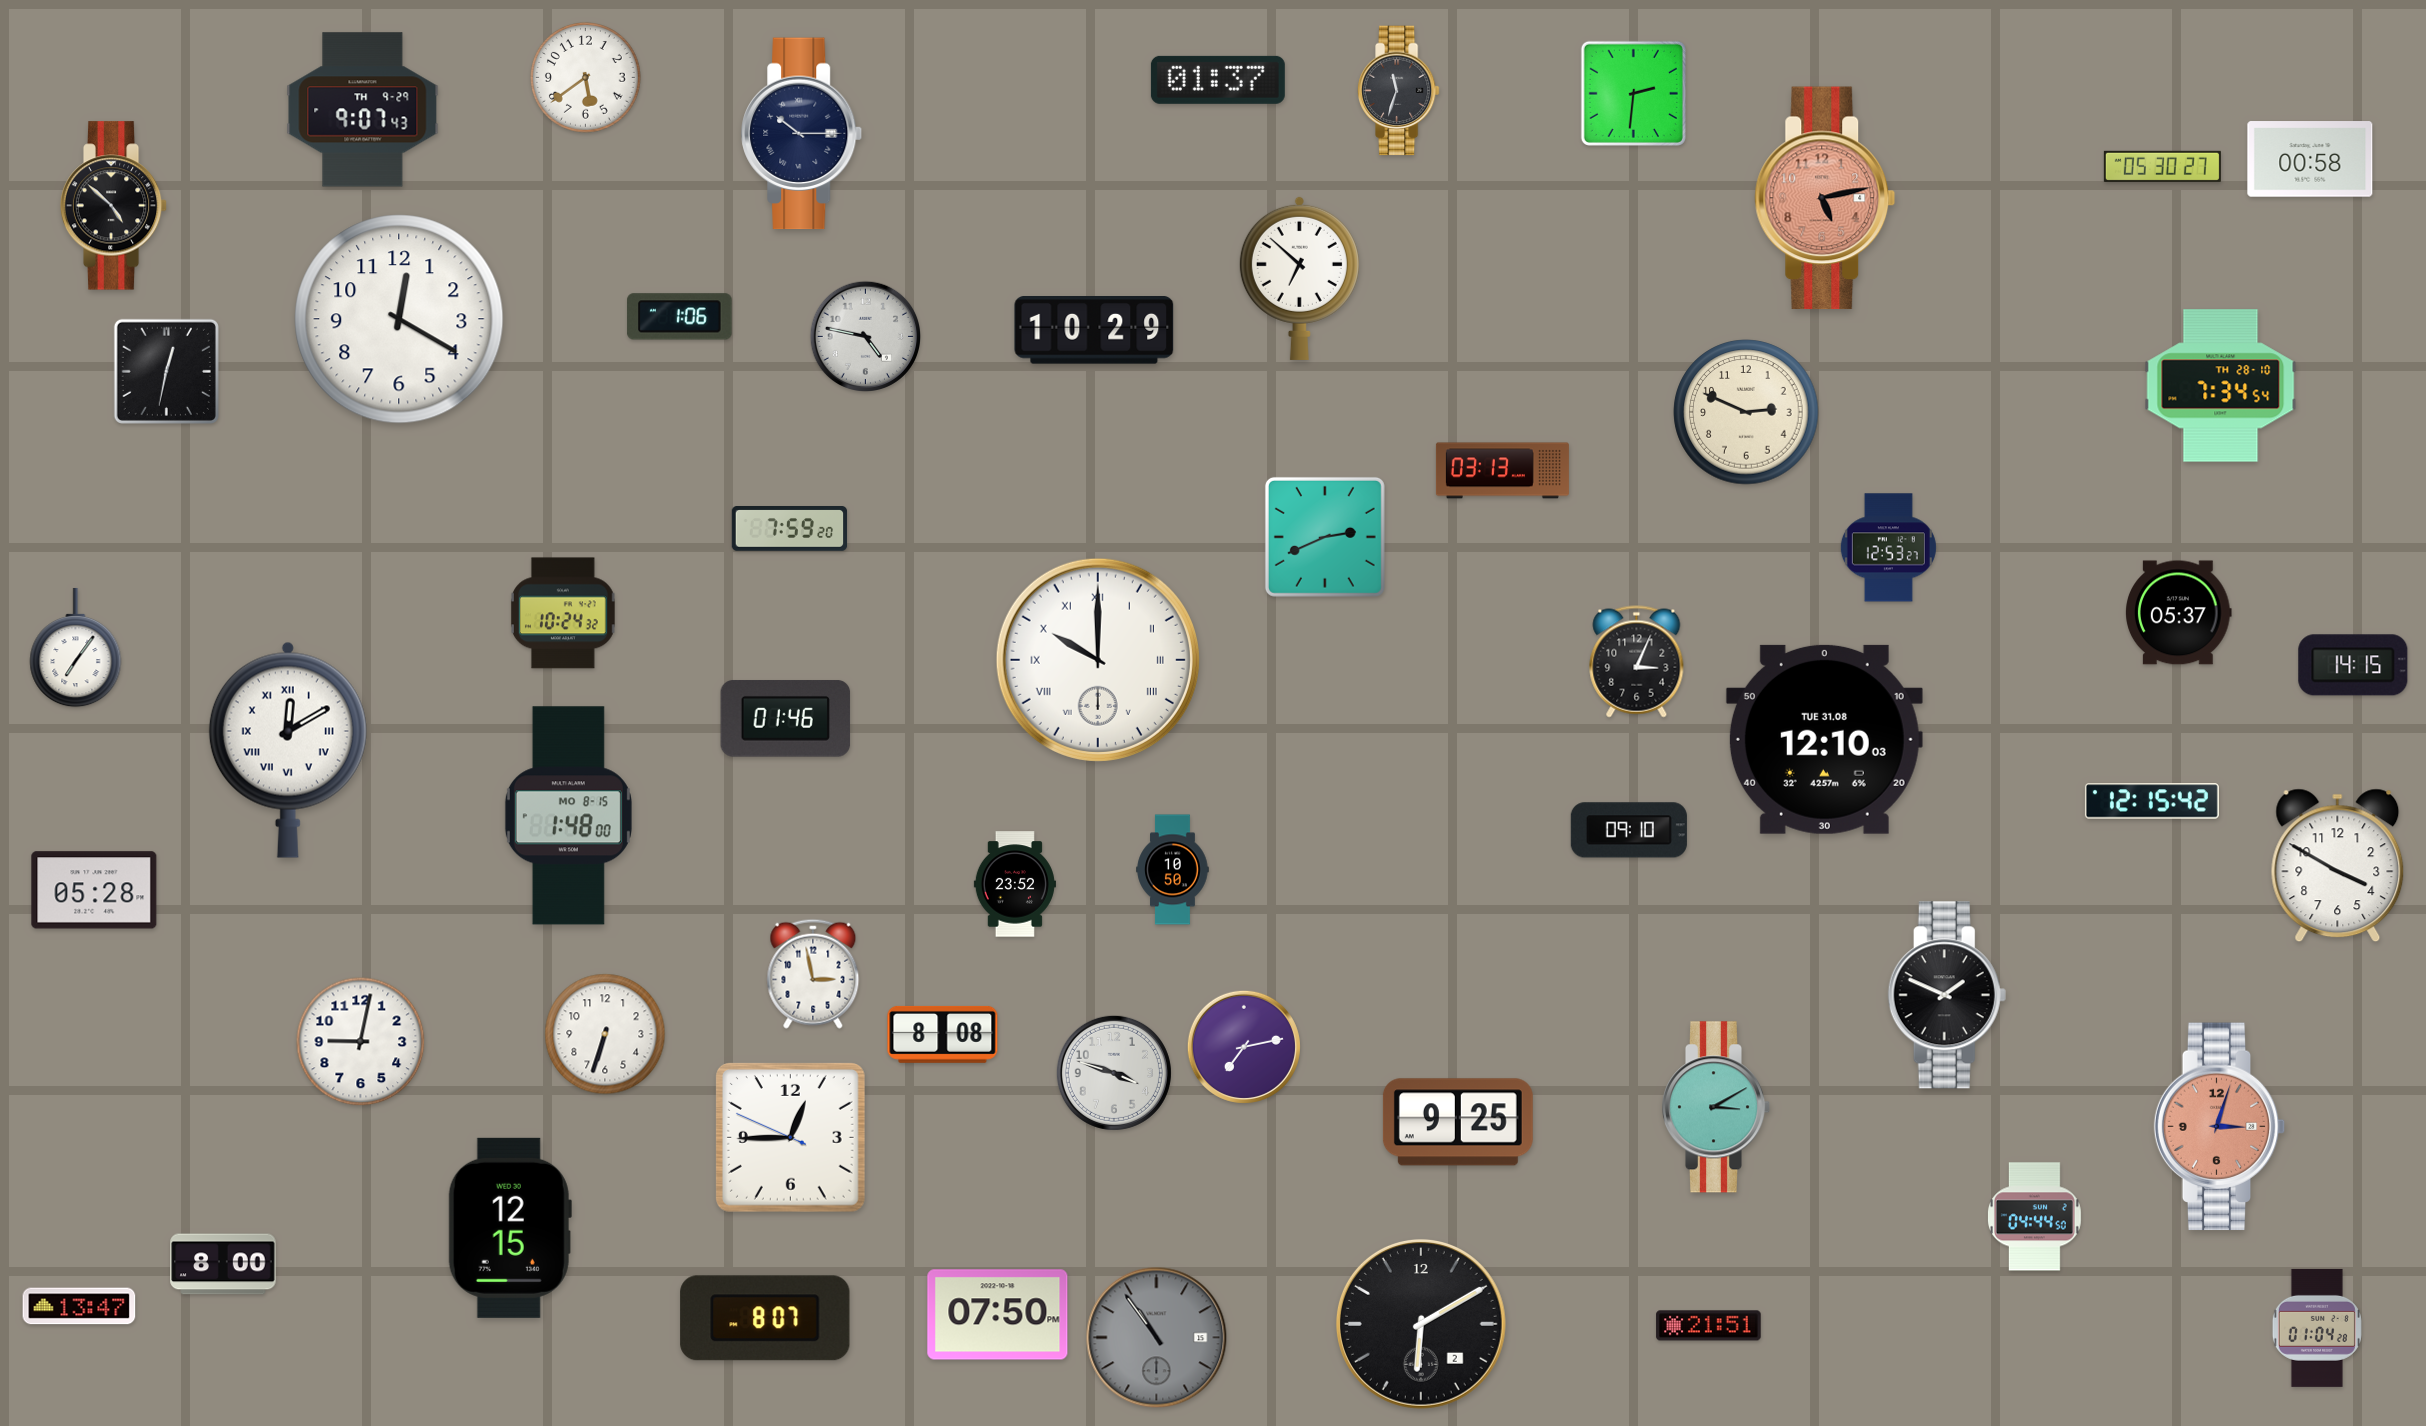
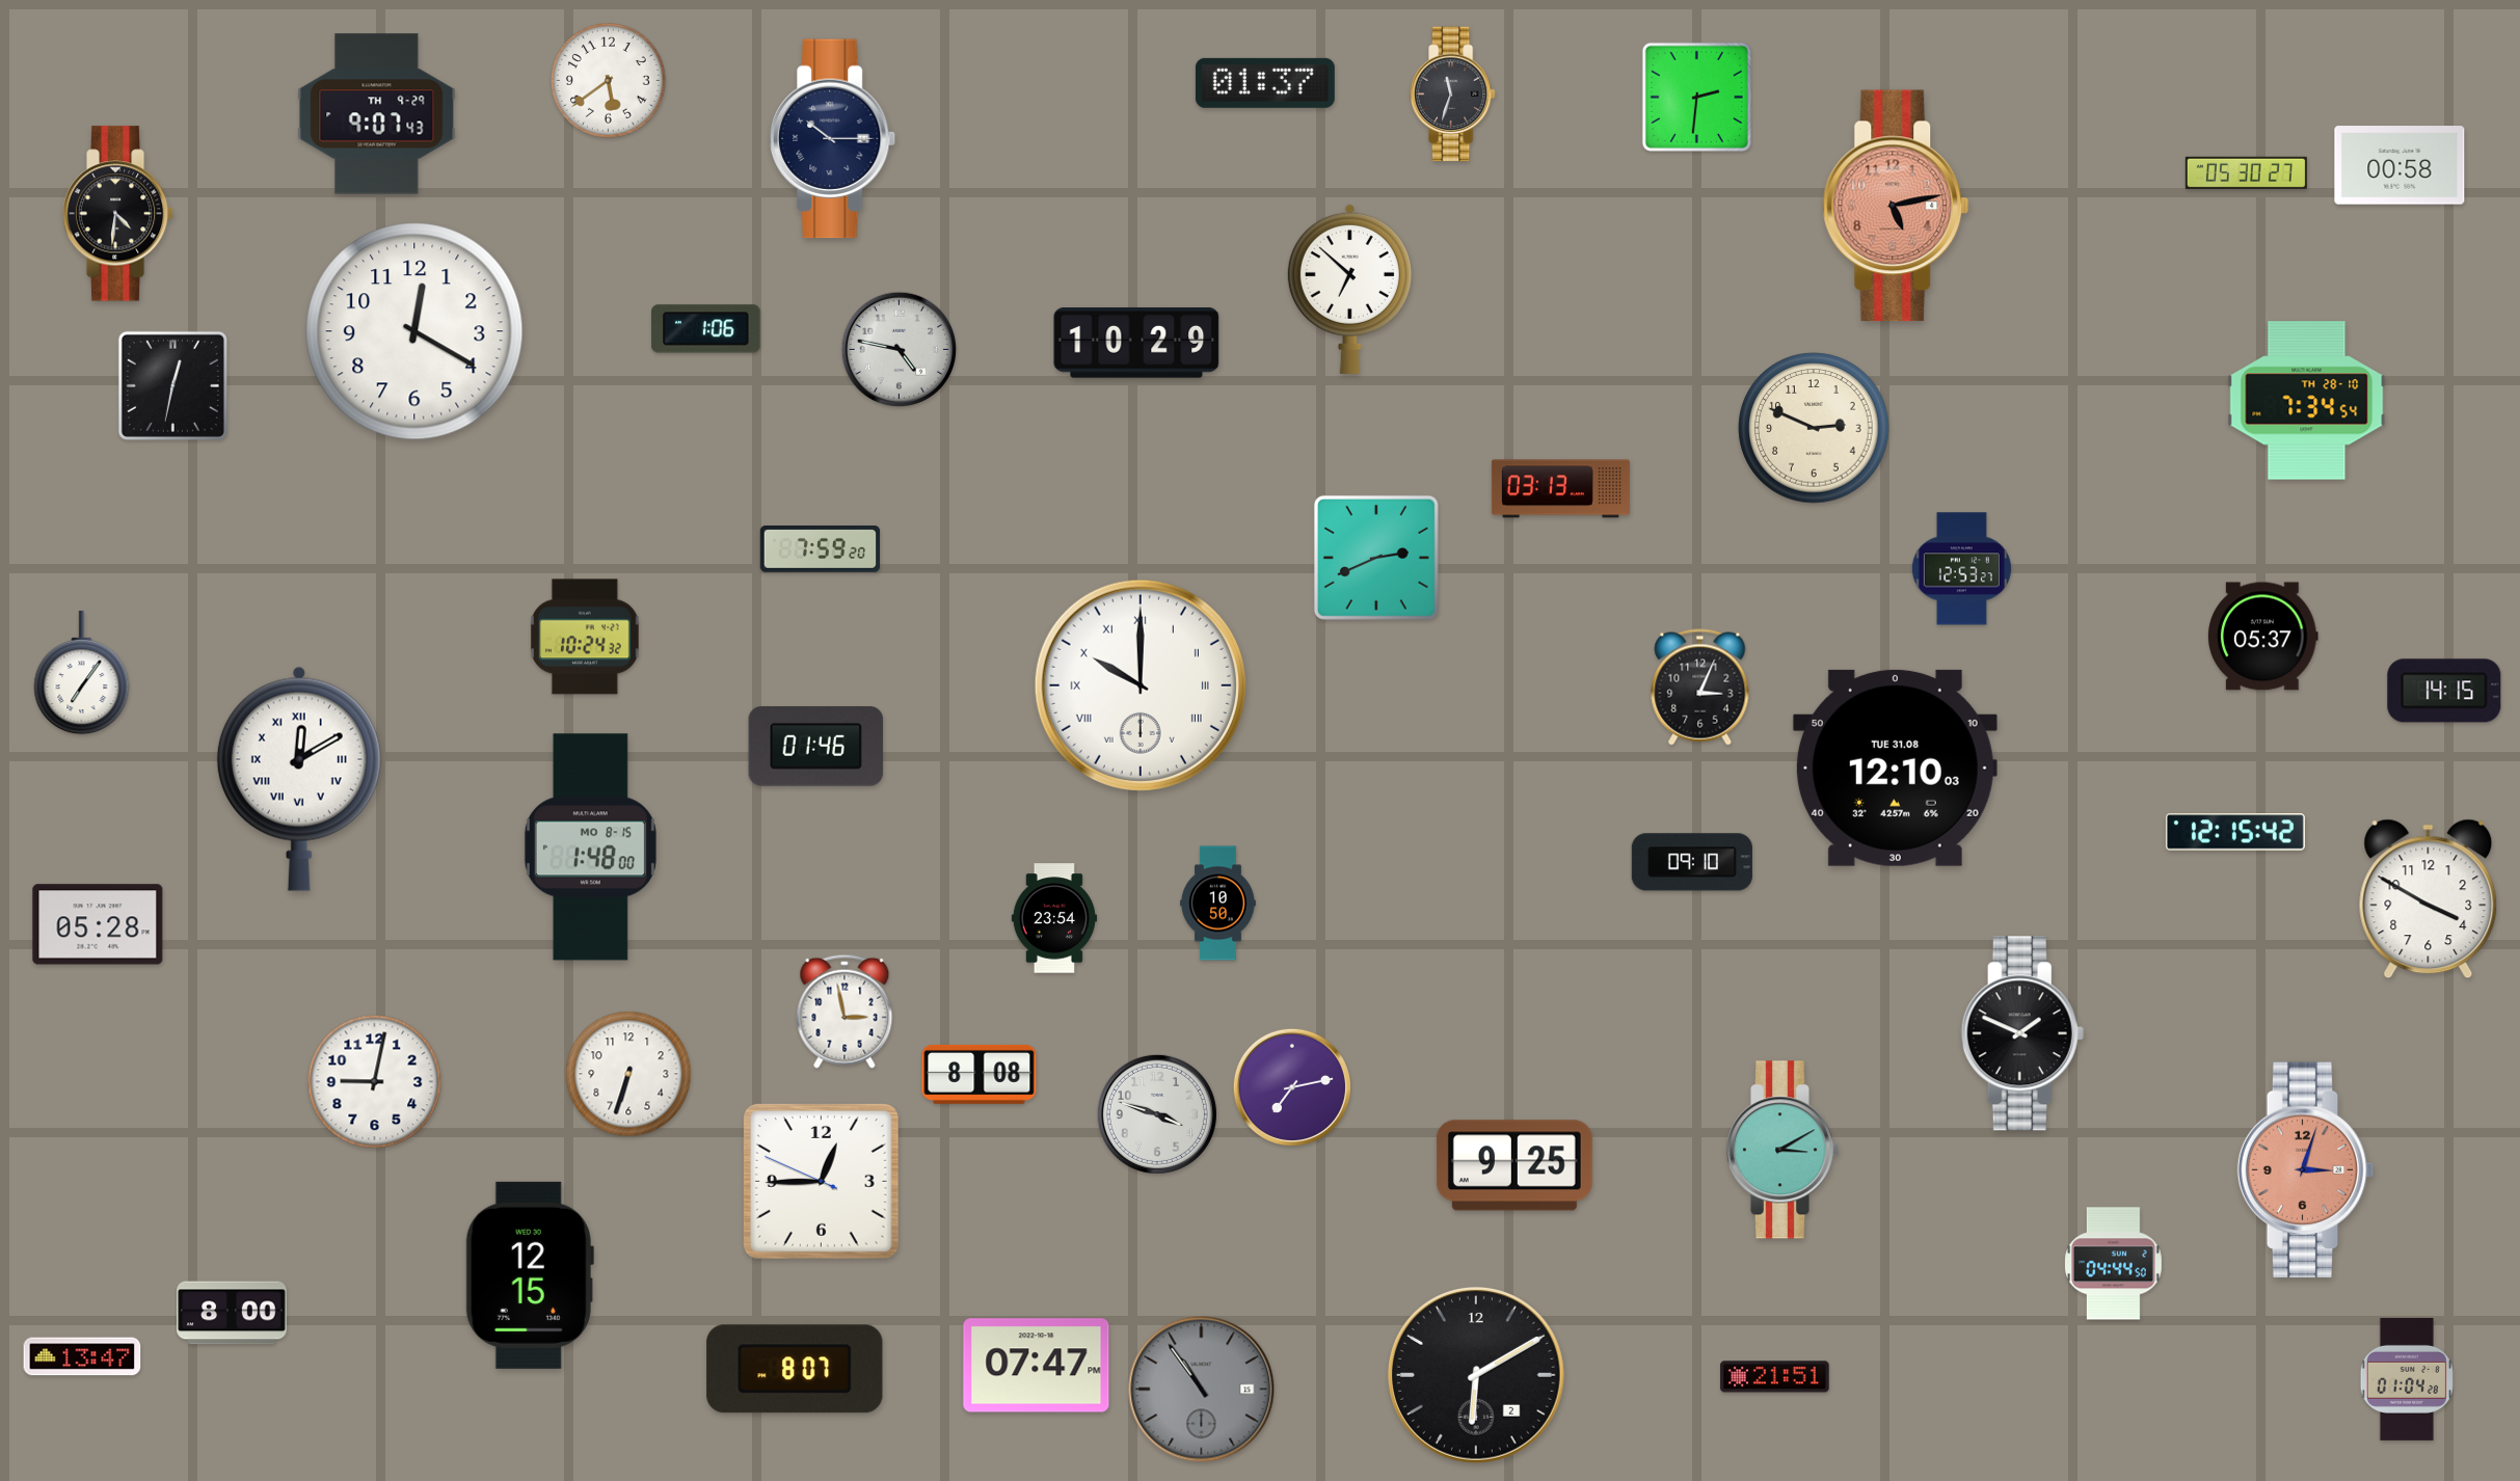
clock at (114, 206): 4:52 -> 4:31
clock at (76, 648) position: (76, 648) -> (82, 673)
clock at (1015, 884): 23:52 -> 23:54
clock at (998, 1315): 07:50 -> 07:47
